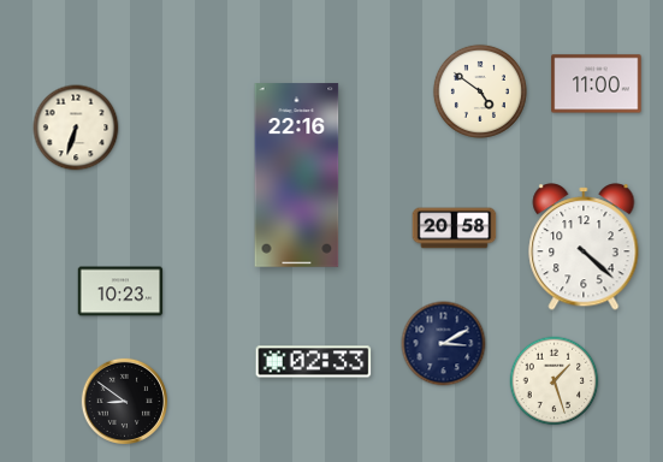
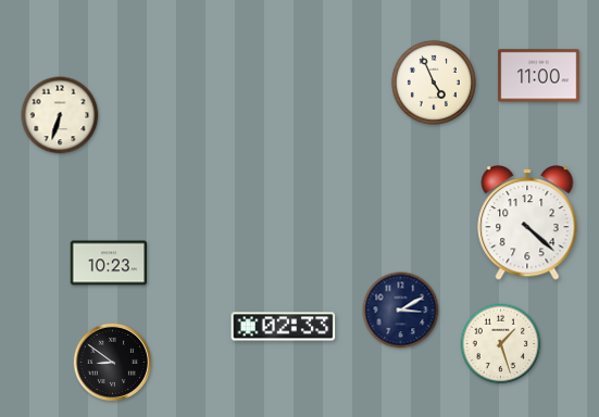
clock at (480, 91): 4:51 -> 4:56
clock at (76, 128) position: (76, 128) -> (60, 115)
clock at (297, 176): 22:16 -> none
clock at (455, 229): 20:58 -> none
